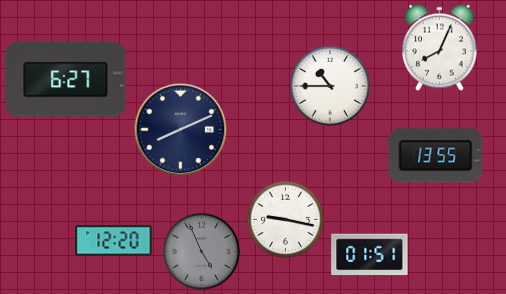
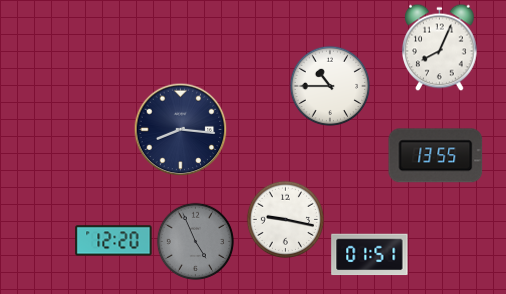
clock at (66, 80): 6:27 -> none
clock at (180, 129): 8:11 -> 8:16
clock at (201, 251) position: (201, 251) -> (195, 241)
